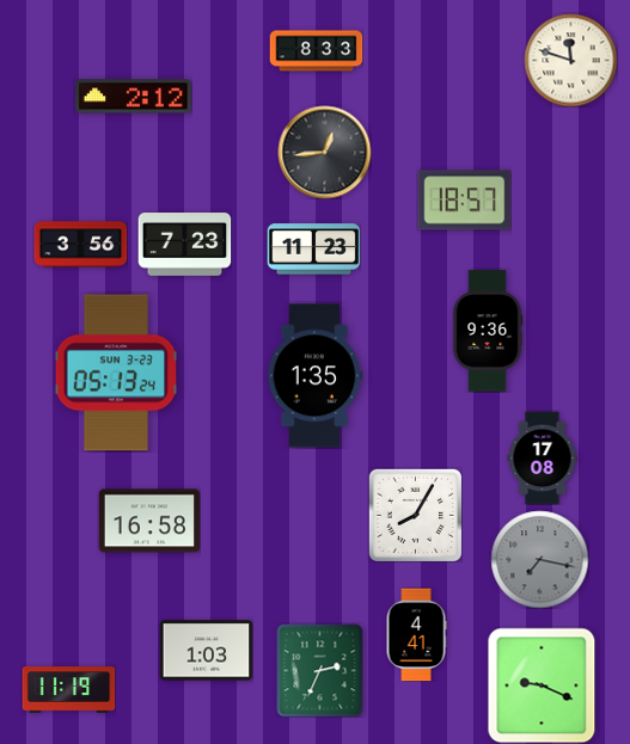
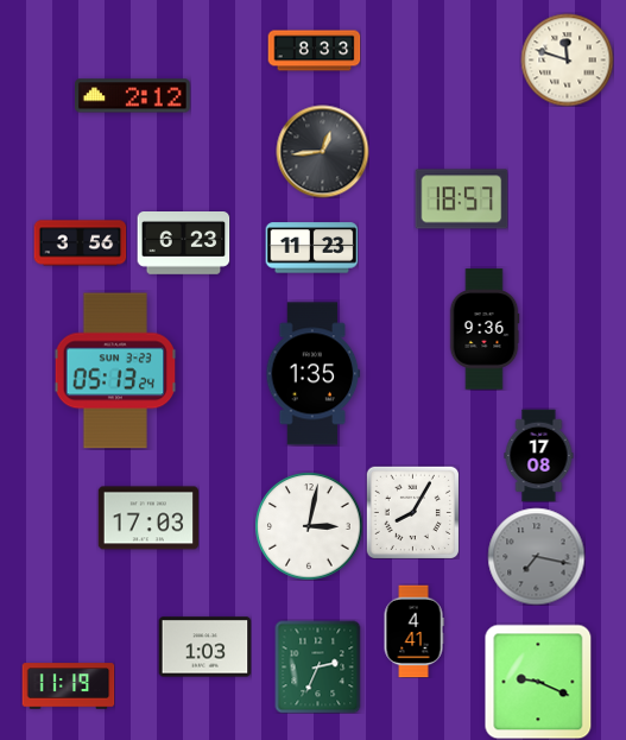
clock at (184, 245): 7:23 -> 6:23
clock at (148, 521): 16:58 -> 17:03
clock at (309, 526): none -> 3:02
